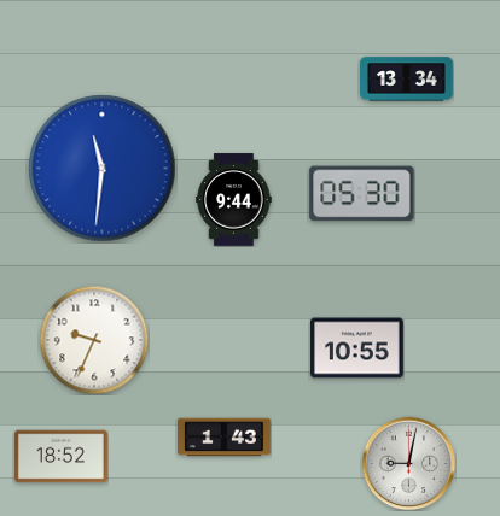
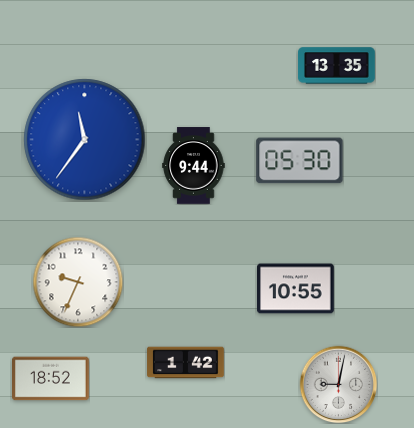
clock at (407, 80): 13:34 -> 13:35
clock at (103, 169): 11:31 -> 11:36
clock at (225, 438): 1:43 -> 1:42
